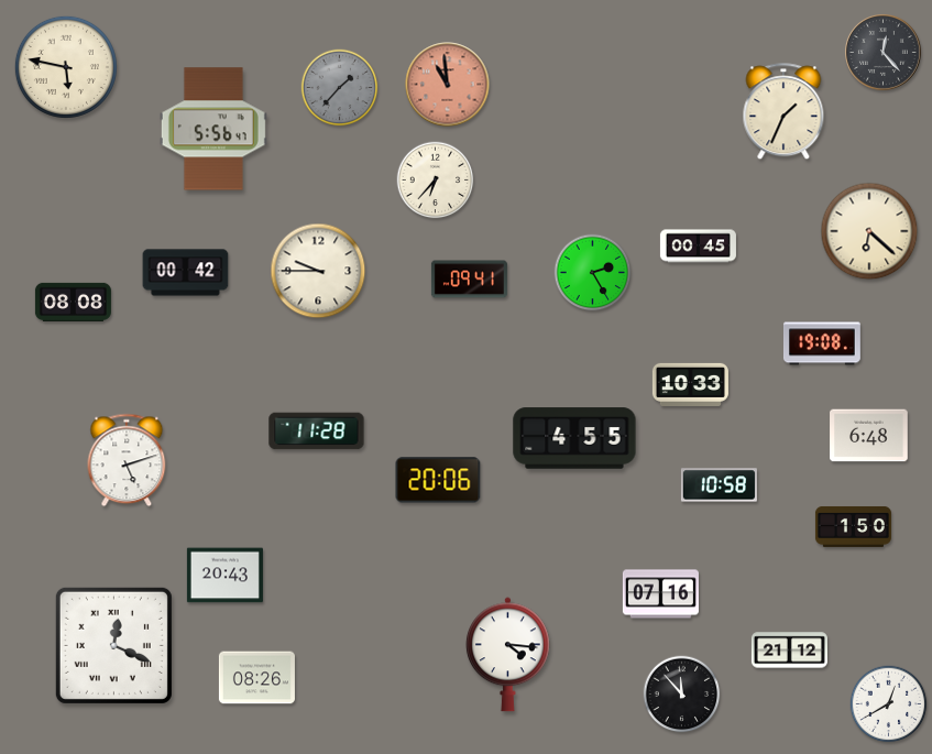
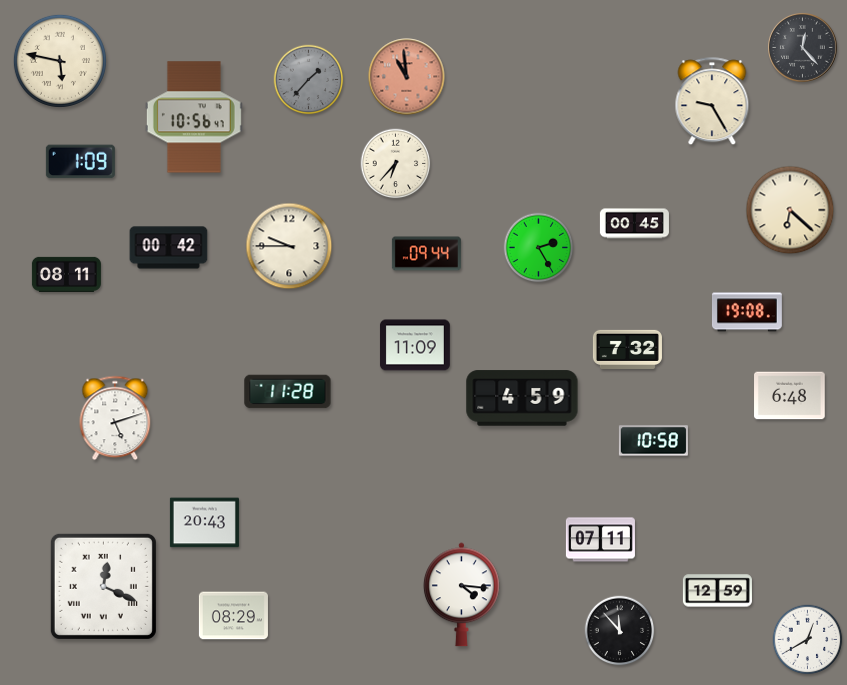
clock at (783, 112): 1:34 -> 9:25
clock at (213, 129): 5:56 -> 10:56
clock at (80, 162): none -> 1:09
clock at (469, 280): 09:41 -> 09:44
clock at (73, 302): 08:08 -> 08:11
clock at (415, 345): none -> 11:09
clock at (690, 384): 10:33 -> 7:32
clock at (574, 438): 4:55 -> 4:59
clock at (438, 480): 20:06 -> none
clock at (853, 526): 1:50 -> none
clock at (660, 594): 07:16 -> 07:11
clock at (789, 651): 21:12 -> 12:59
clock at (256, 678): 08:26 -> 08:29
